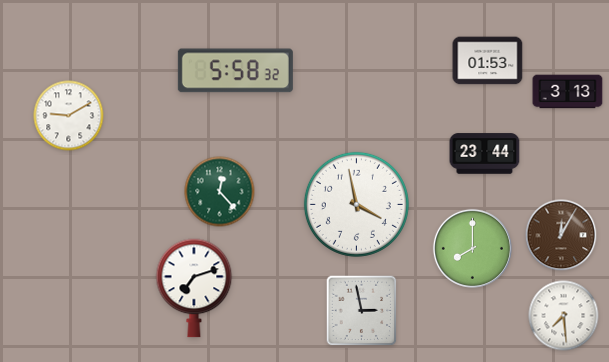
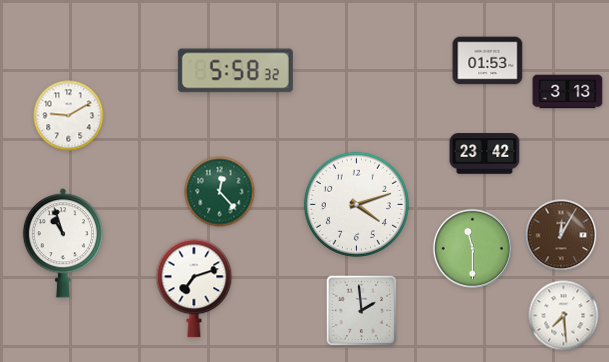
clock at (485, 154): 23:44 -> 23:42
clock at (356, 204): 3:58 -> 4:12
clock at (63, 243): none -> 10:57
clock at (472, 248): 8:00 -> 11:30
clock at (362, 311): 2:58 -> 1:59
